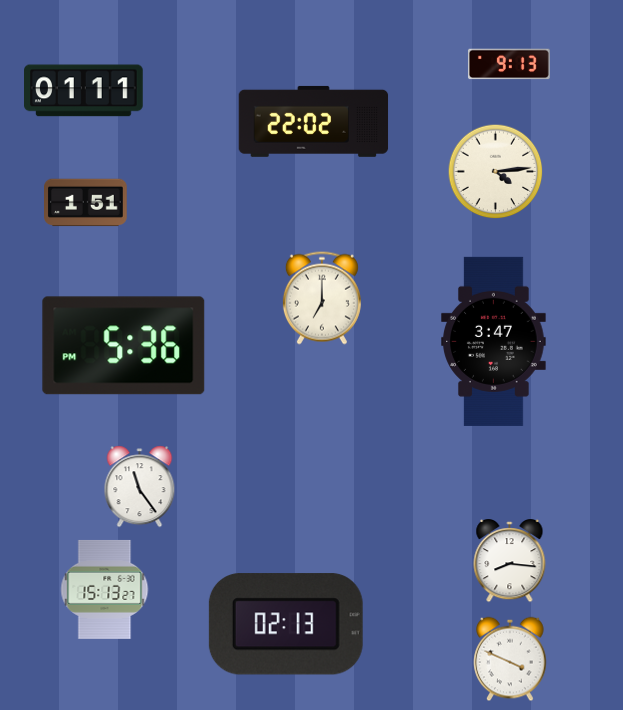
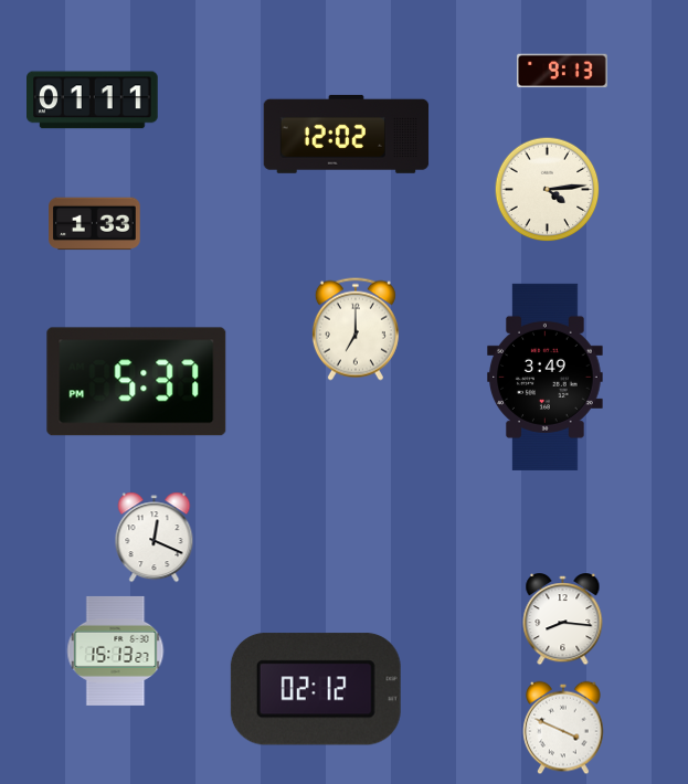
clock at (314, 121): 22:02 -> 12:02
clock at (86, 203): 1:51 -> 1:33
clock at (494, 341): 3:47 -> 3:49
clock at (124, 346): 5:36 -> 5:37
clock at (140, 487): 11:24 -> 12:19
clock at (286, 624): 02:13 -> 02:12
